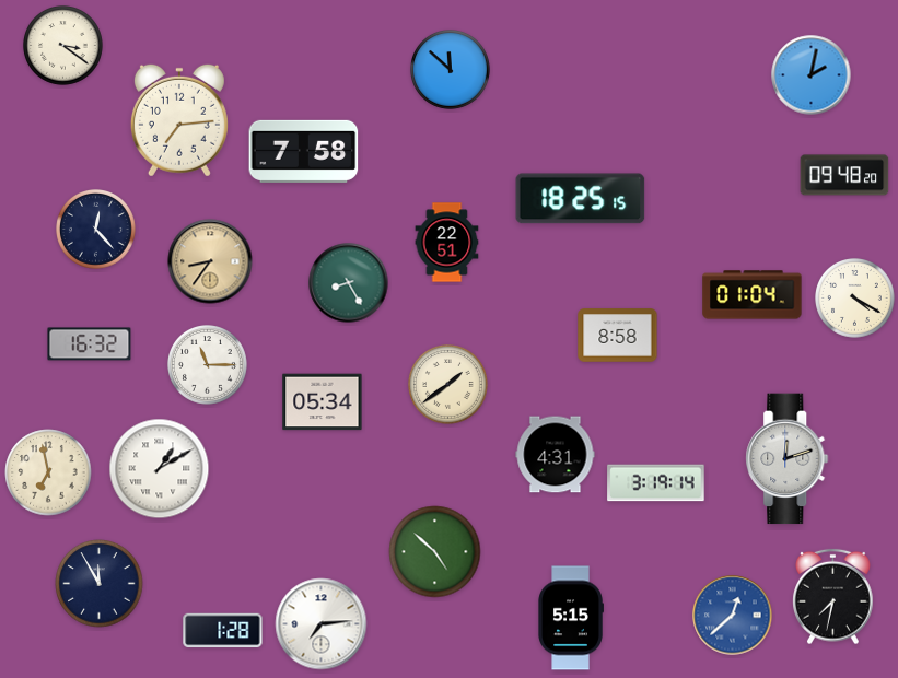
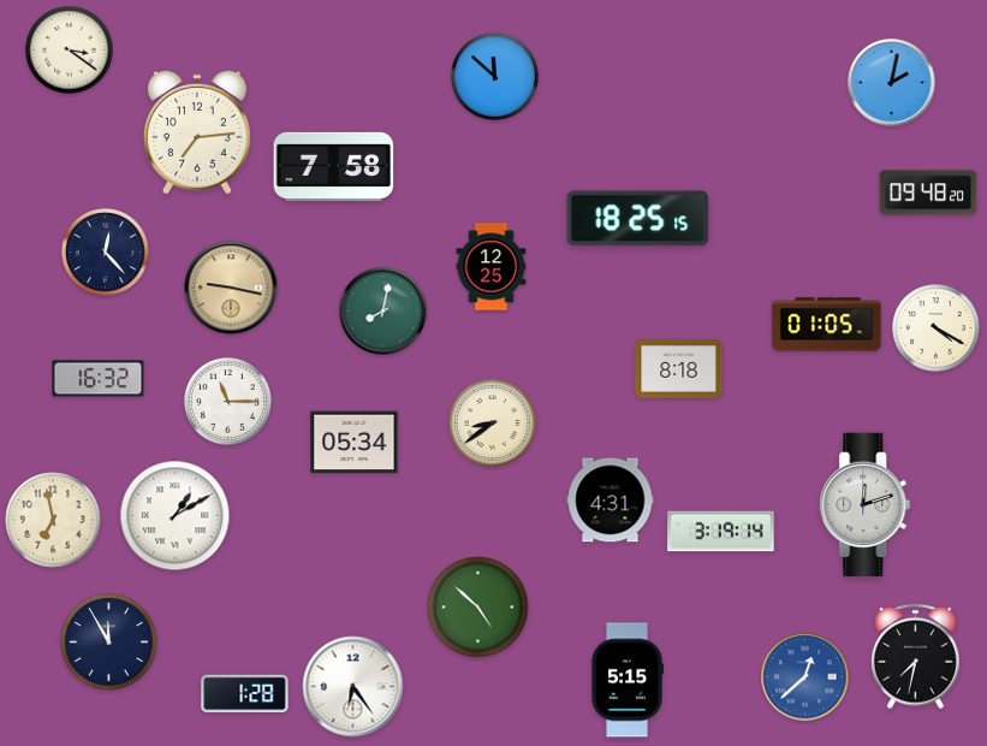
clock at (447, 243): 22:51 -> 12:25
clock at (210, 261): 8:36 -> 9:17
clock at (349, 283): 8:25 -> 8:02
clock at (753, 295): 01:04 -> 01:05
clock at (855, 299) position: (855, 299) -> (937, 328)
clock at (618, 336): 8:58 -> 8:18
clock at (448, 385): 1:39 -> 8:39
clock at (322, 624): 7:14 -> 6:24
